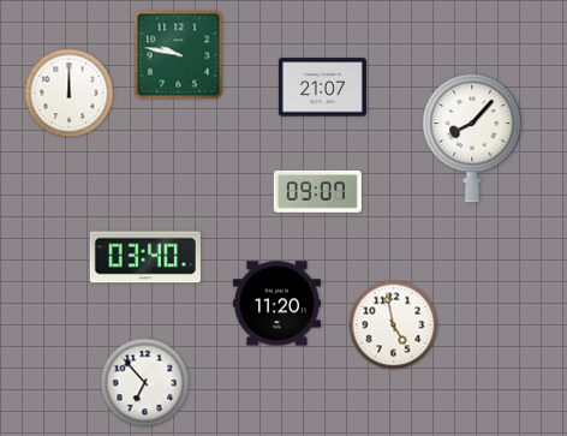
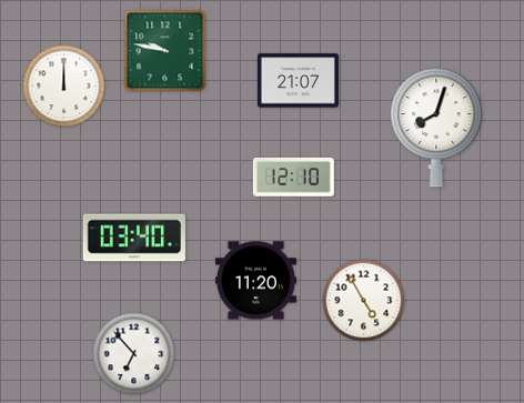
clock at (472, 138): 8:07 -> 8:03
clock at (317, 191): 09:07 -> 12:10
clock at (394, 325): 4:58 -> 4:55
